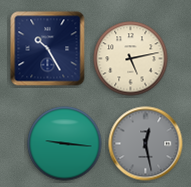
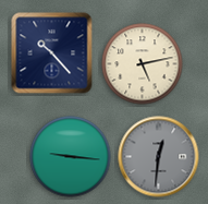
clock at (48, 49): 10:25 -> 10:23
clock at (146, 144): 12:28 -> 12:31
